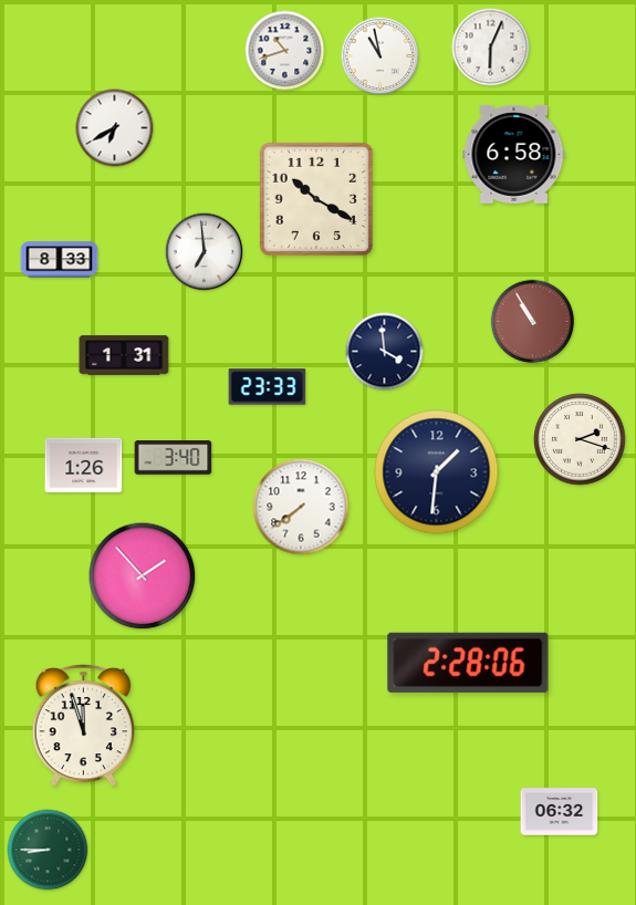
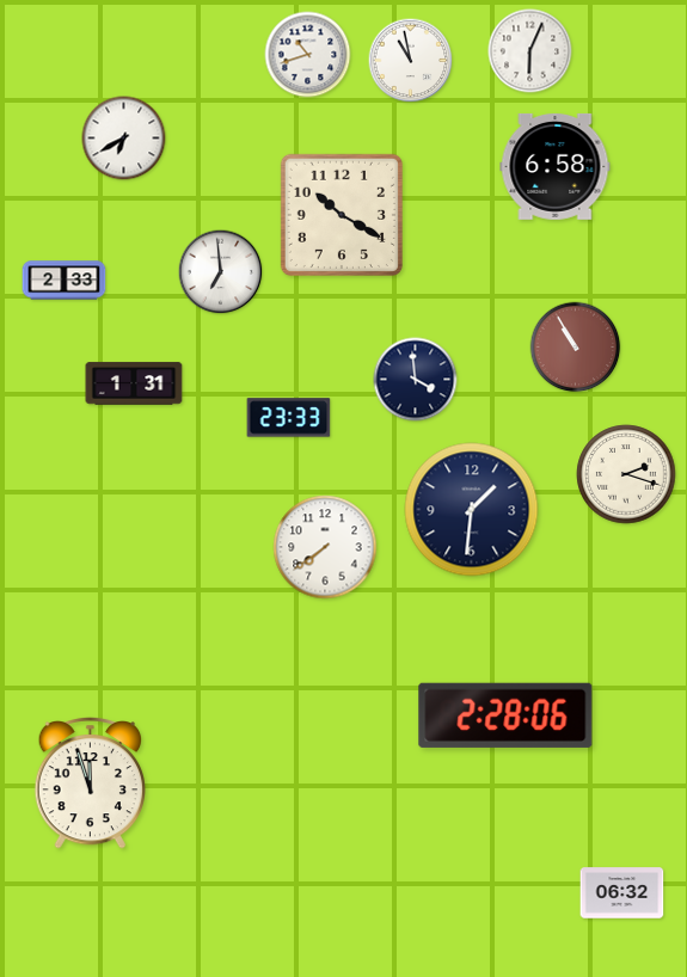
clock at (60, 260): 8:33 -> 2:33
clock at (174, 458): 3:40 -> none
clock at (84, 466): 1:26 -> none
clock at (143, 576): 1:53 -> none
clock at (560, 812) position: (560, 812) -> (622, 893)
clock at (48, 850): 8:45 -> none
